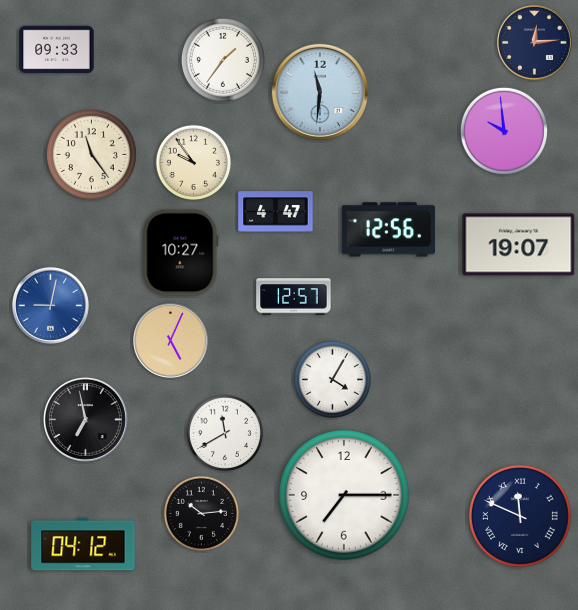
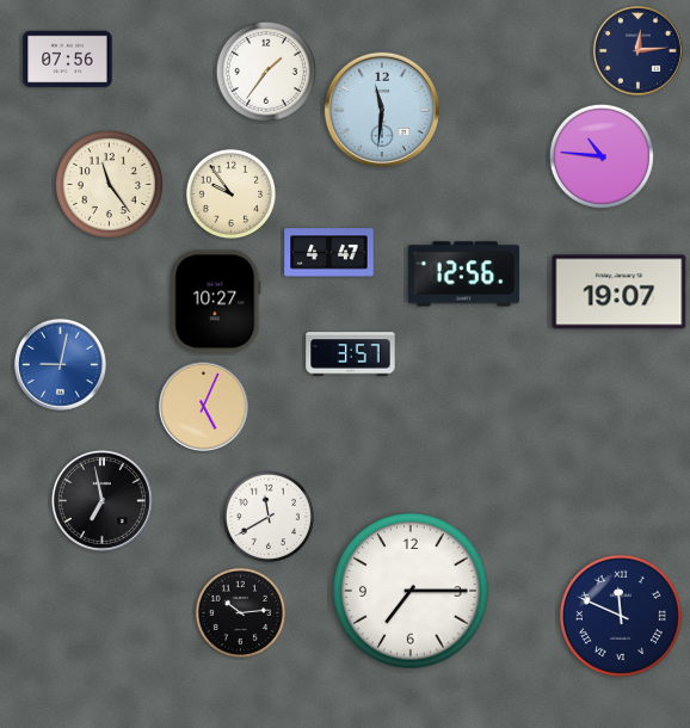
clock at (57, 50): 09:33 -> 07:56
clock at (504, 131): 9:59 -> 10:46
clock at (294, 297): 12:57 -> 3:57
clock at (332, 379): 4:05 -> none
clock at (83, 544): 04:12 -> none
